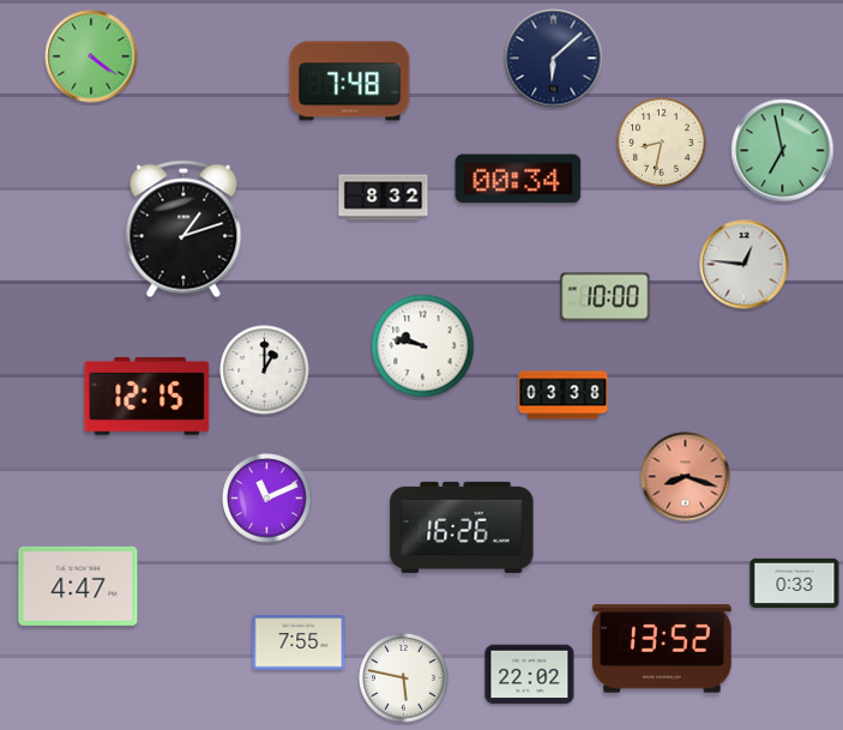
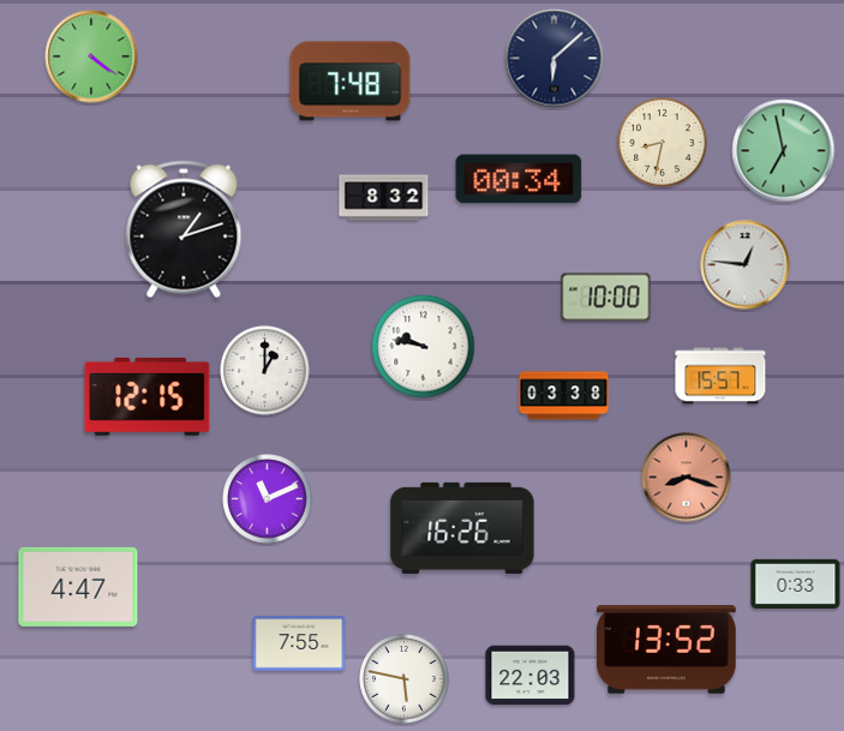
clock at (720, 376): none -> 15:57
clock at (663, 648) position: (663, 648) -> (668, 649)
clock at (530, 675): 22:02 -> 22:03
